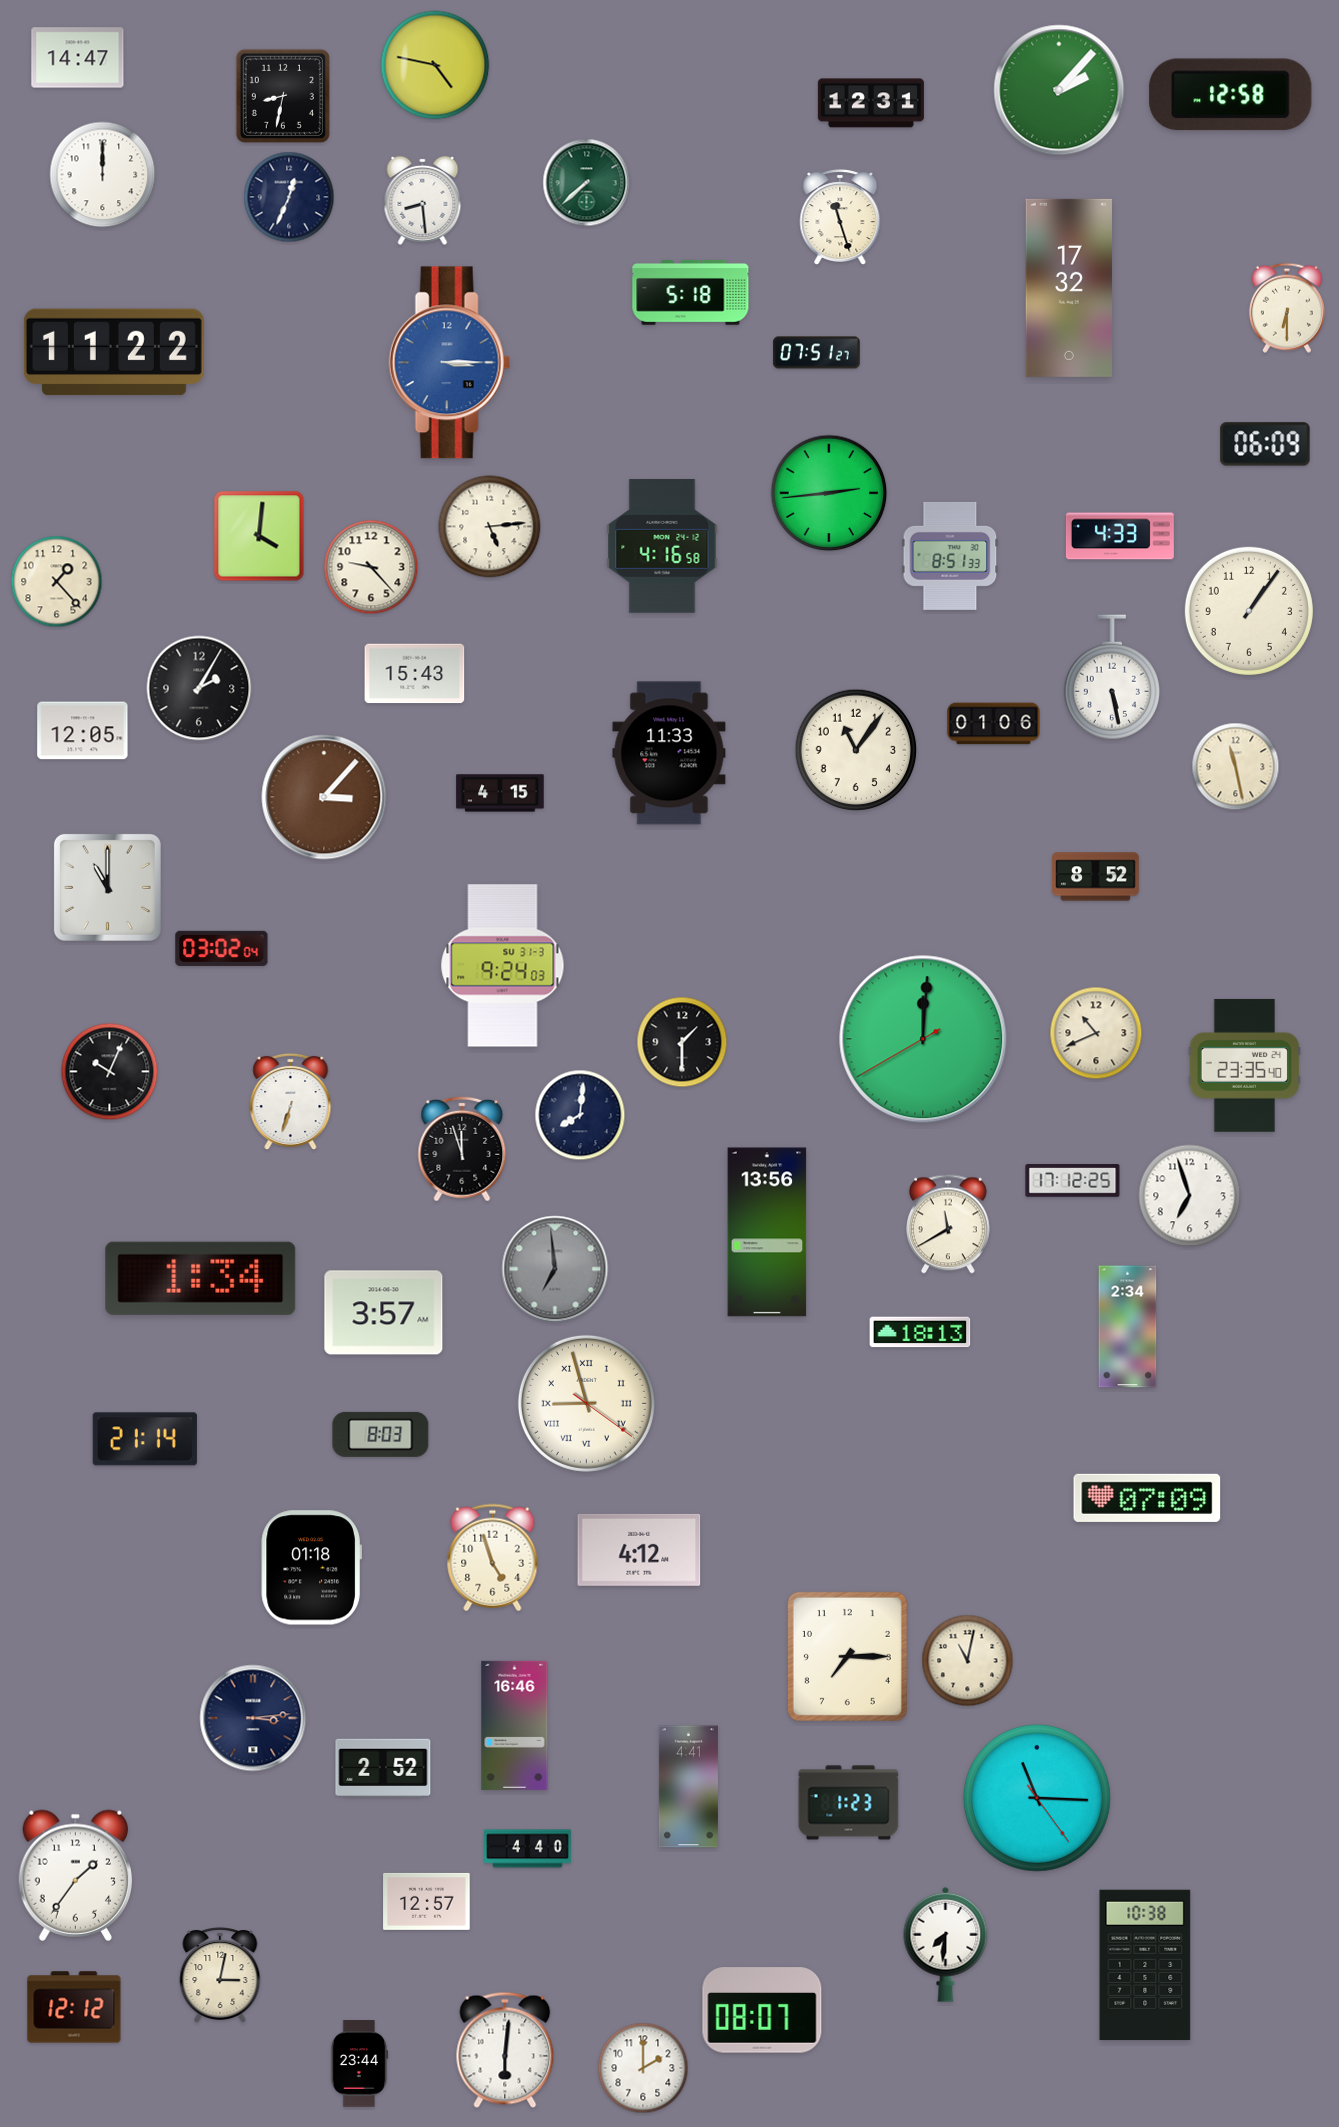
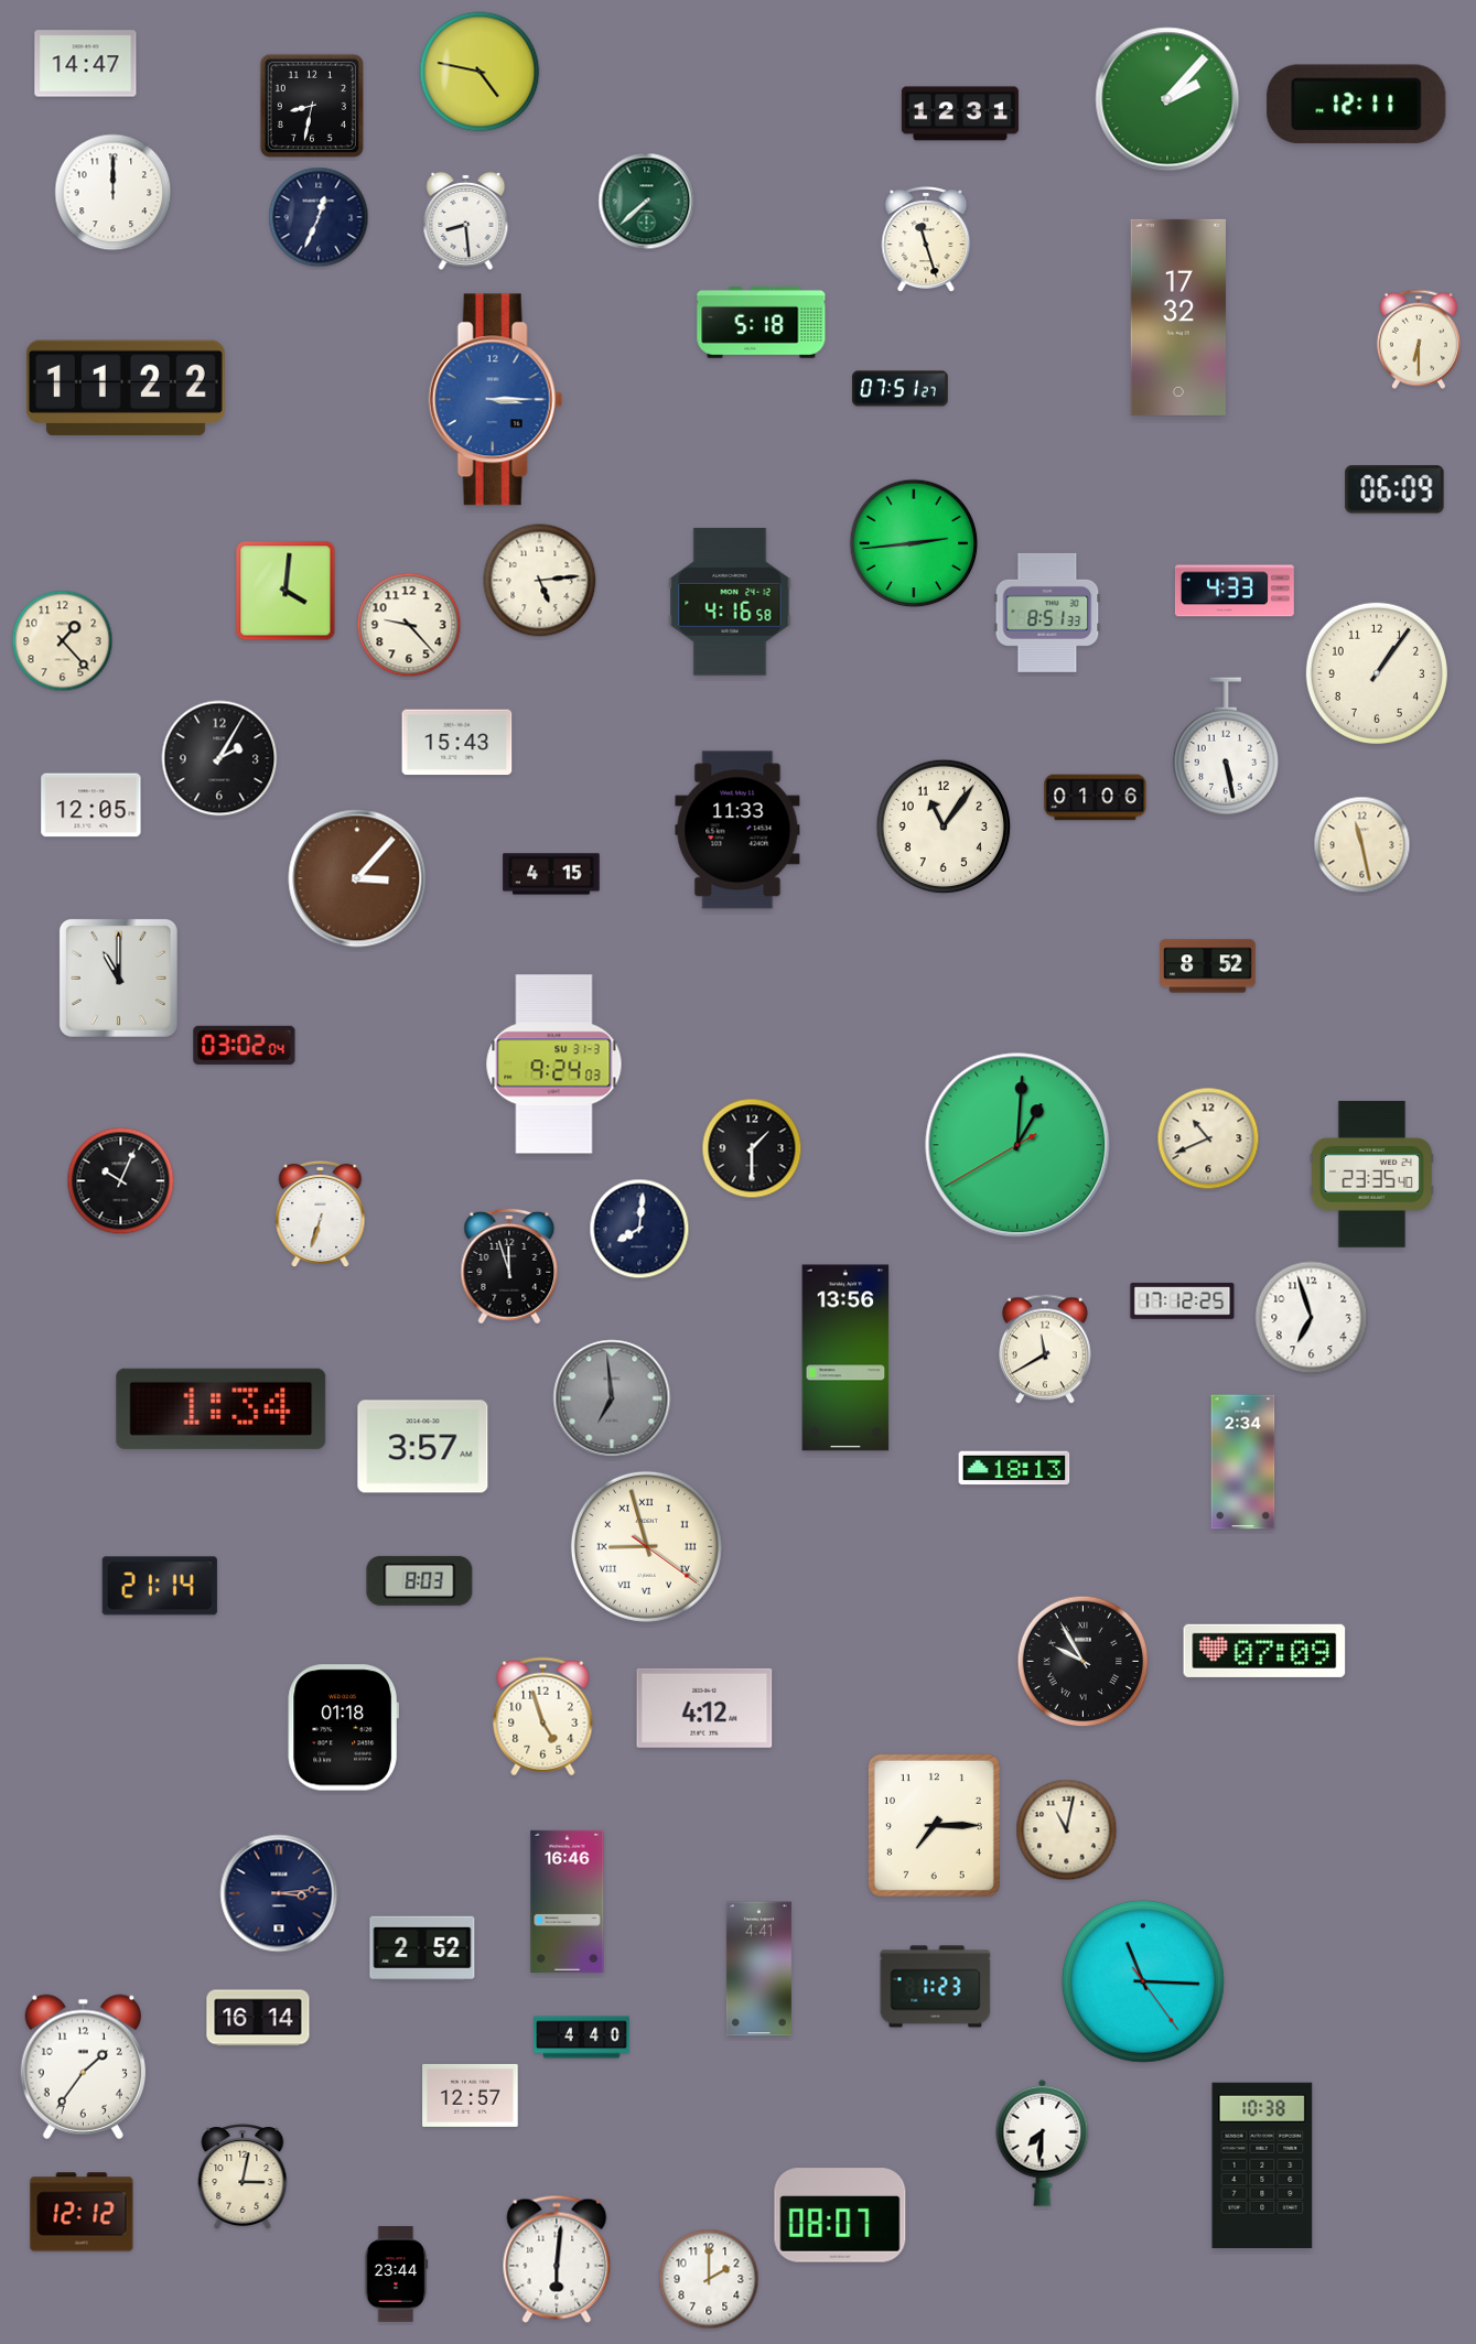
clock at (1231, 95): 12:58 -> 12:11
clock at (923, 1039): 12:00 -> 1:00
clock at (1084, 1662): none -> 9:55
clock at (258, 2018): none -> 16:14
